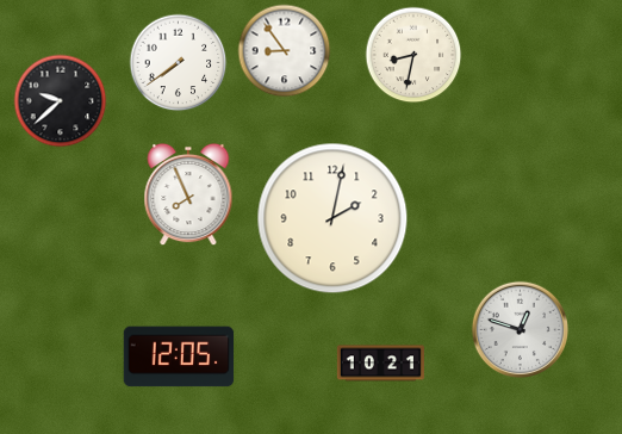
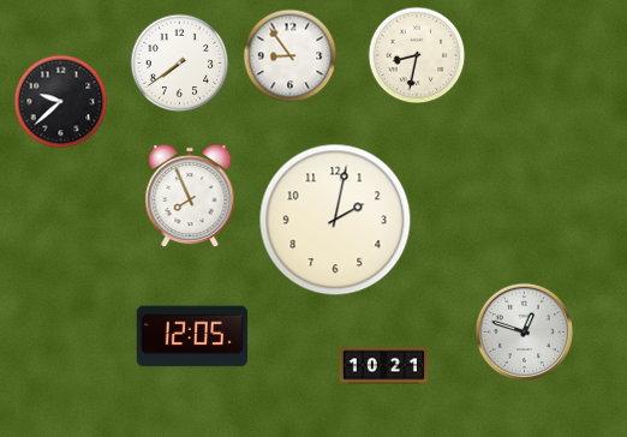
clock at (285, 51) position: (285, 51) -> (291, 56)
clock at (179, 356) position: (179, 356) -> (192, 336)
